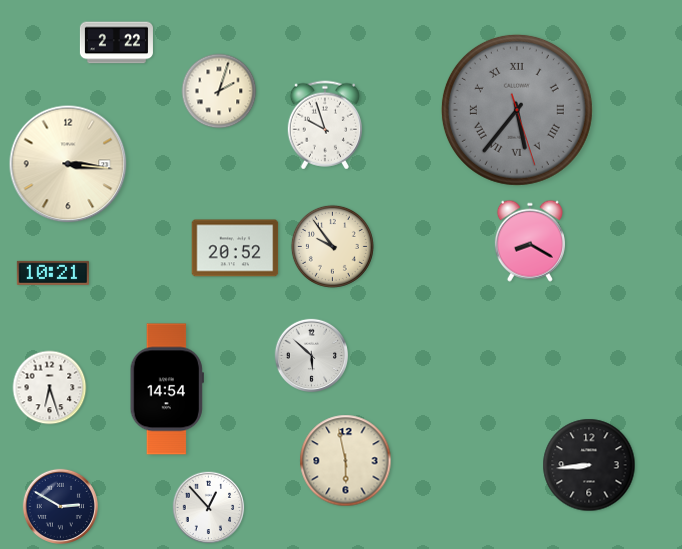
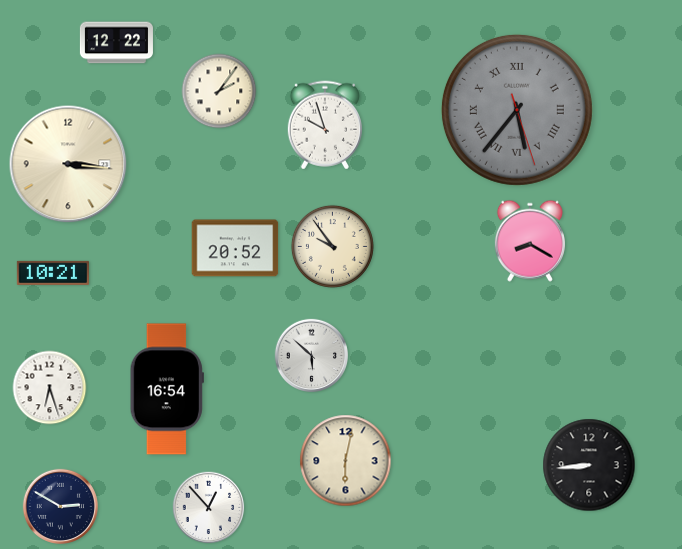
clock at (116, 43): 2:22 -> 12:22
clock at (219, 91): 2:03 -> 2:06
clock at (167, 389): 14:54 -> 16:54
clock at (346, 461): 5:58 -> 6:02
